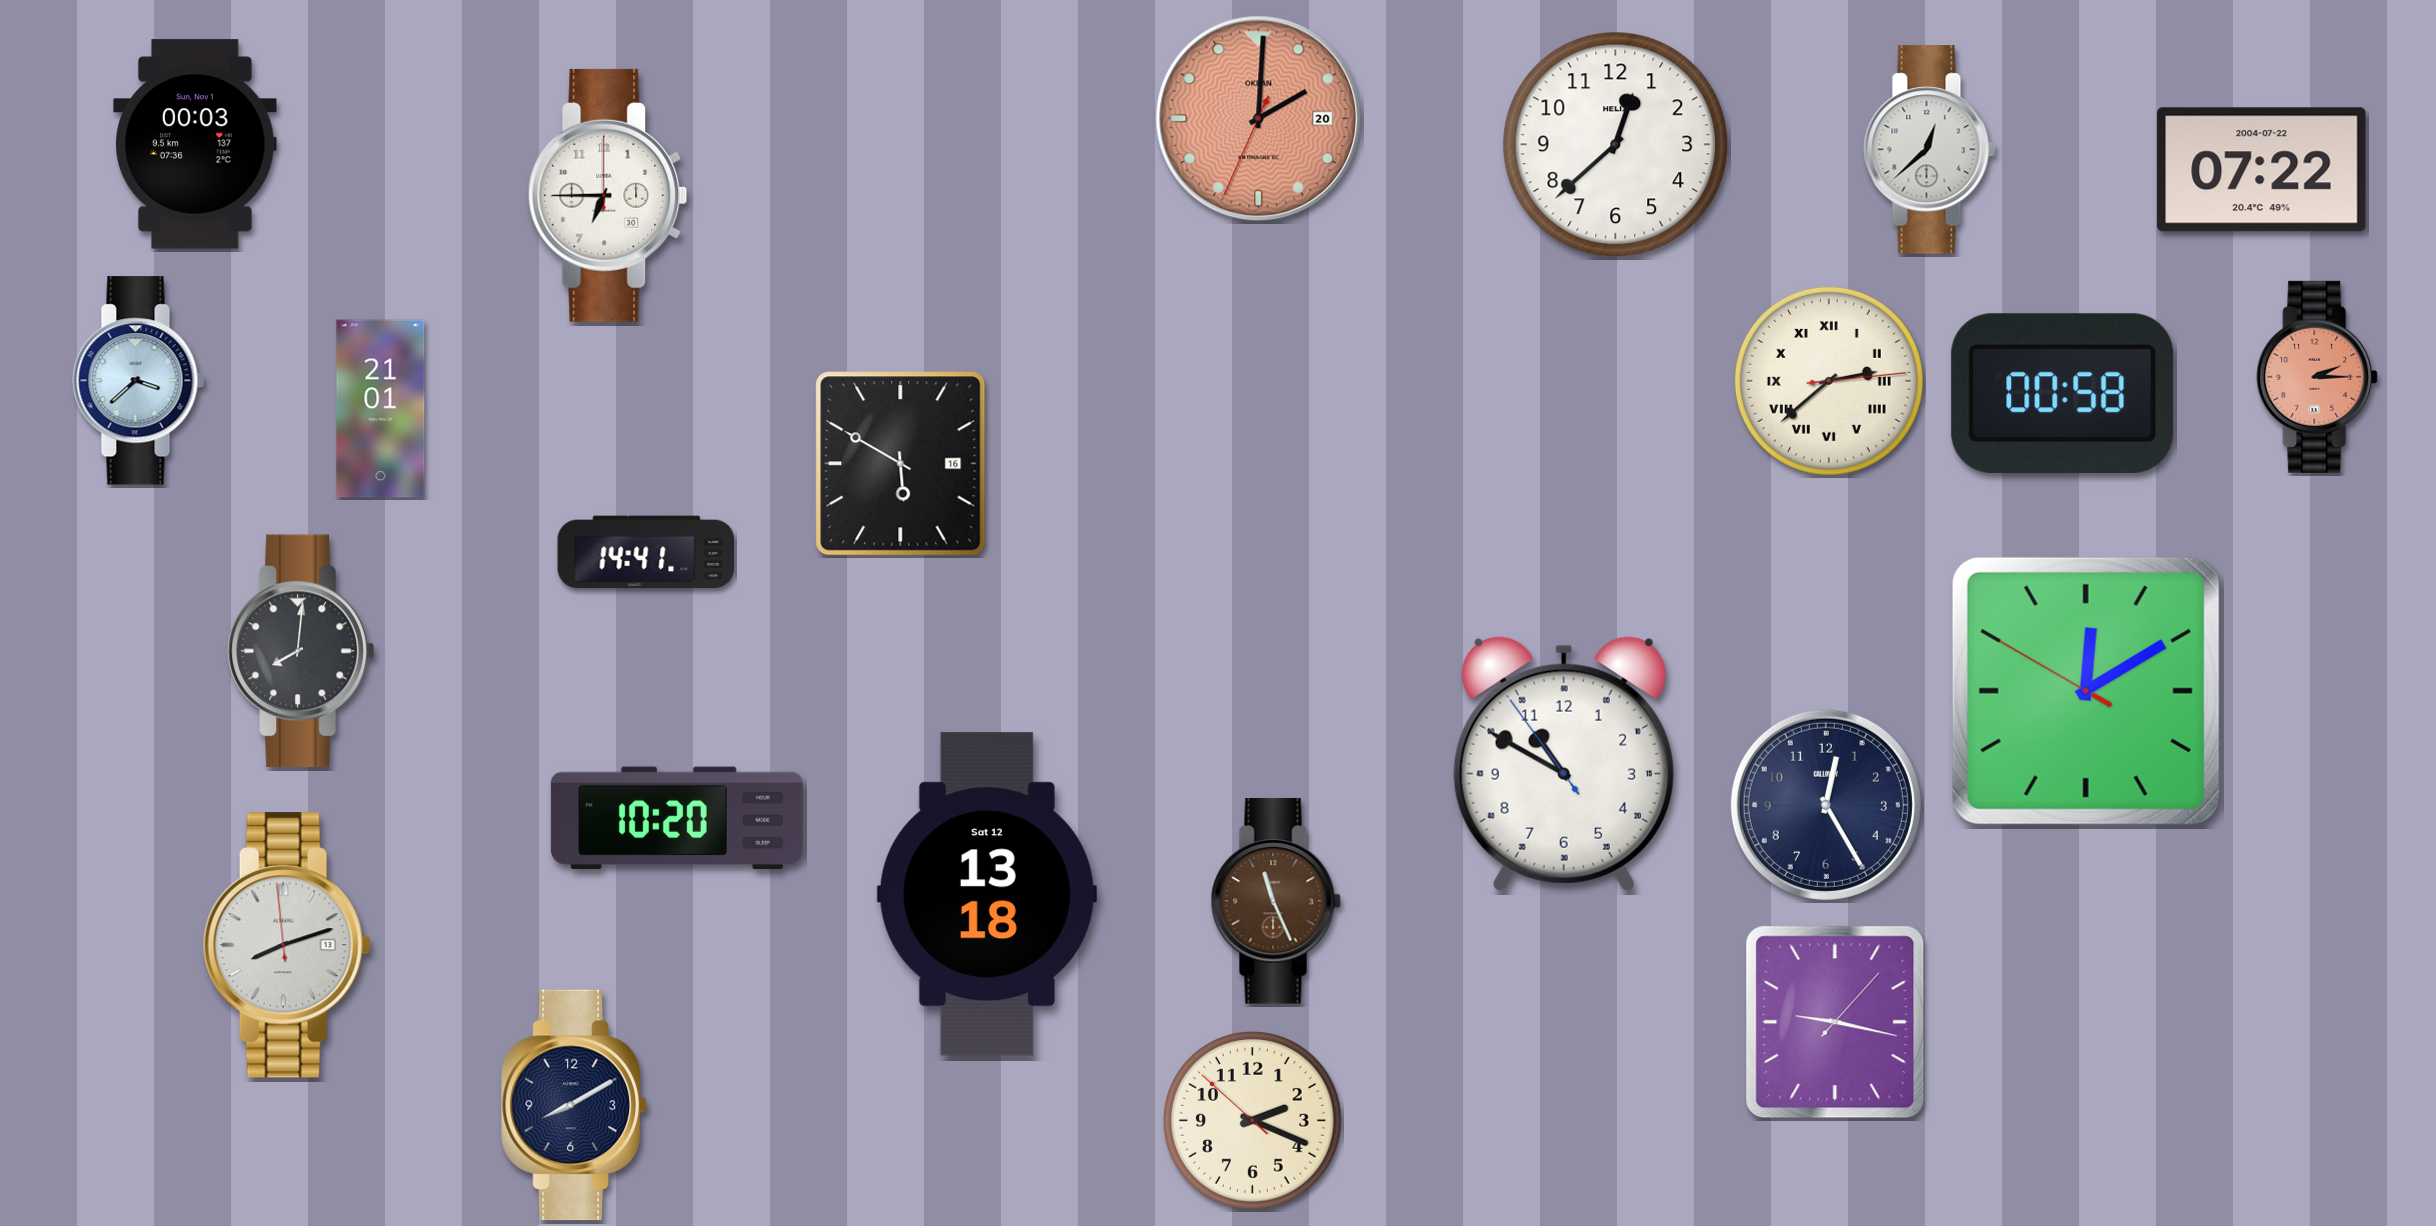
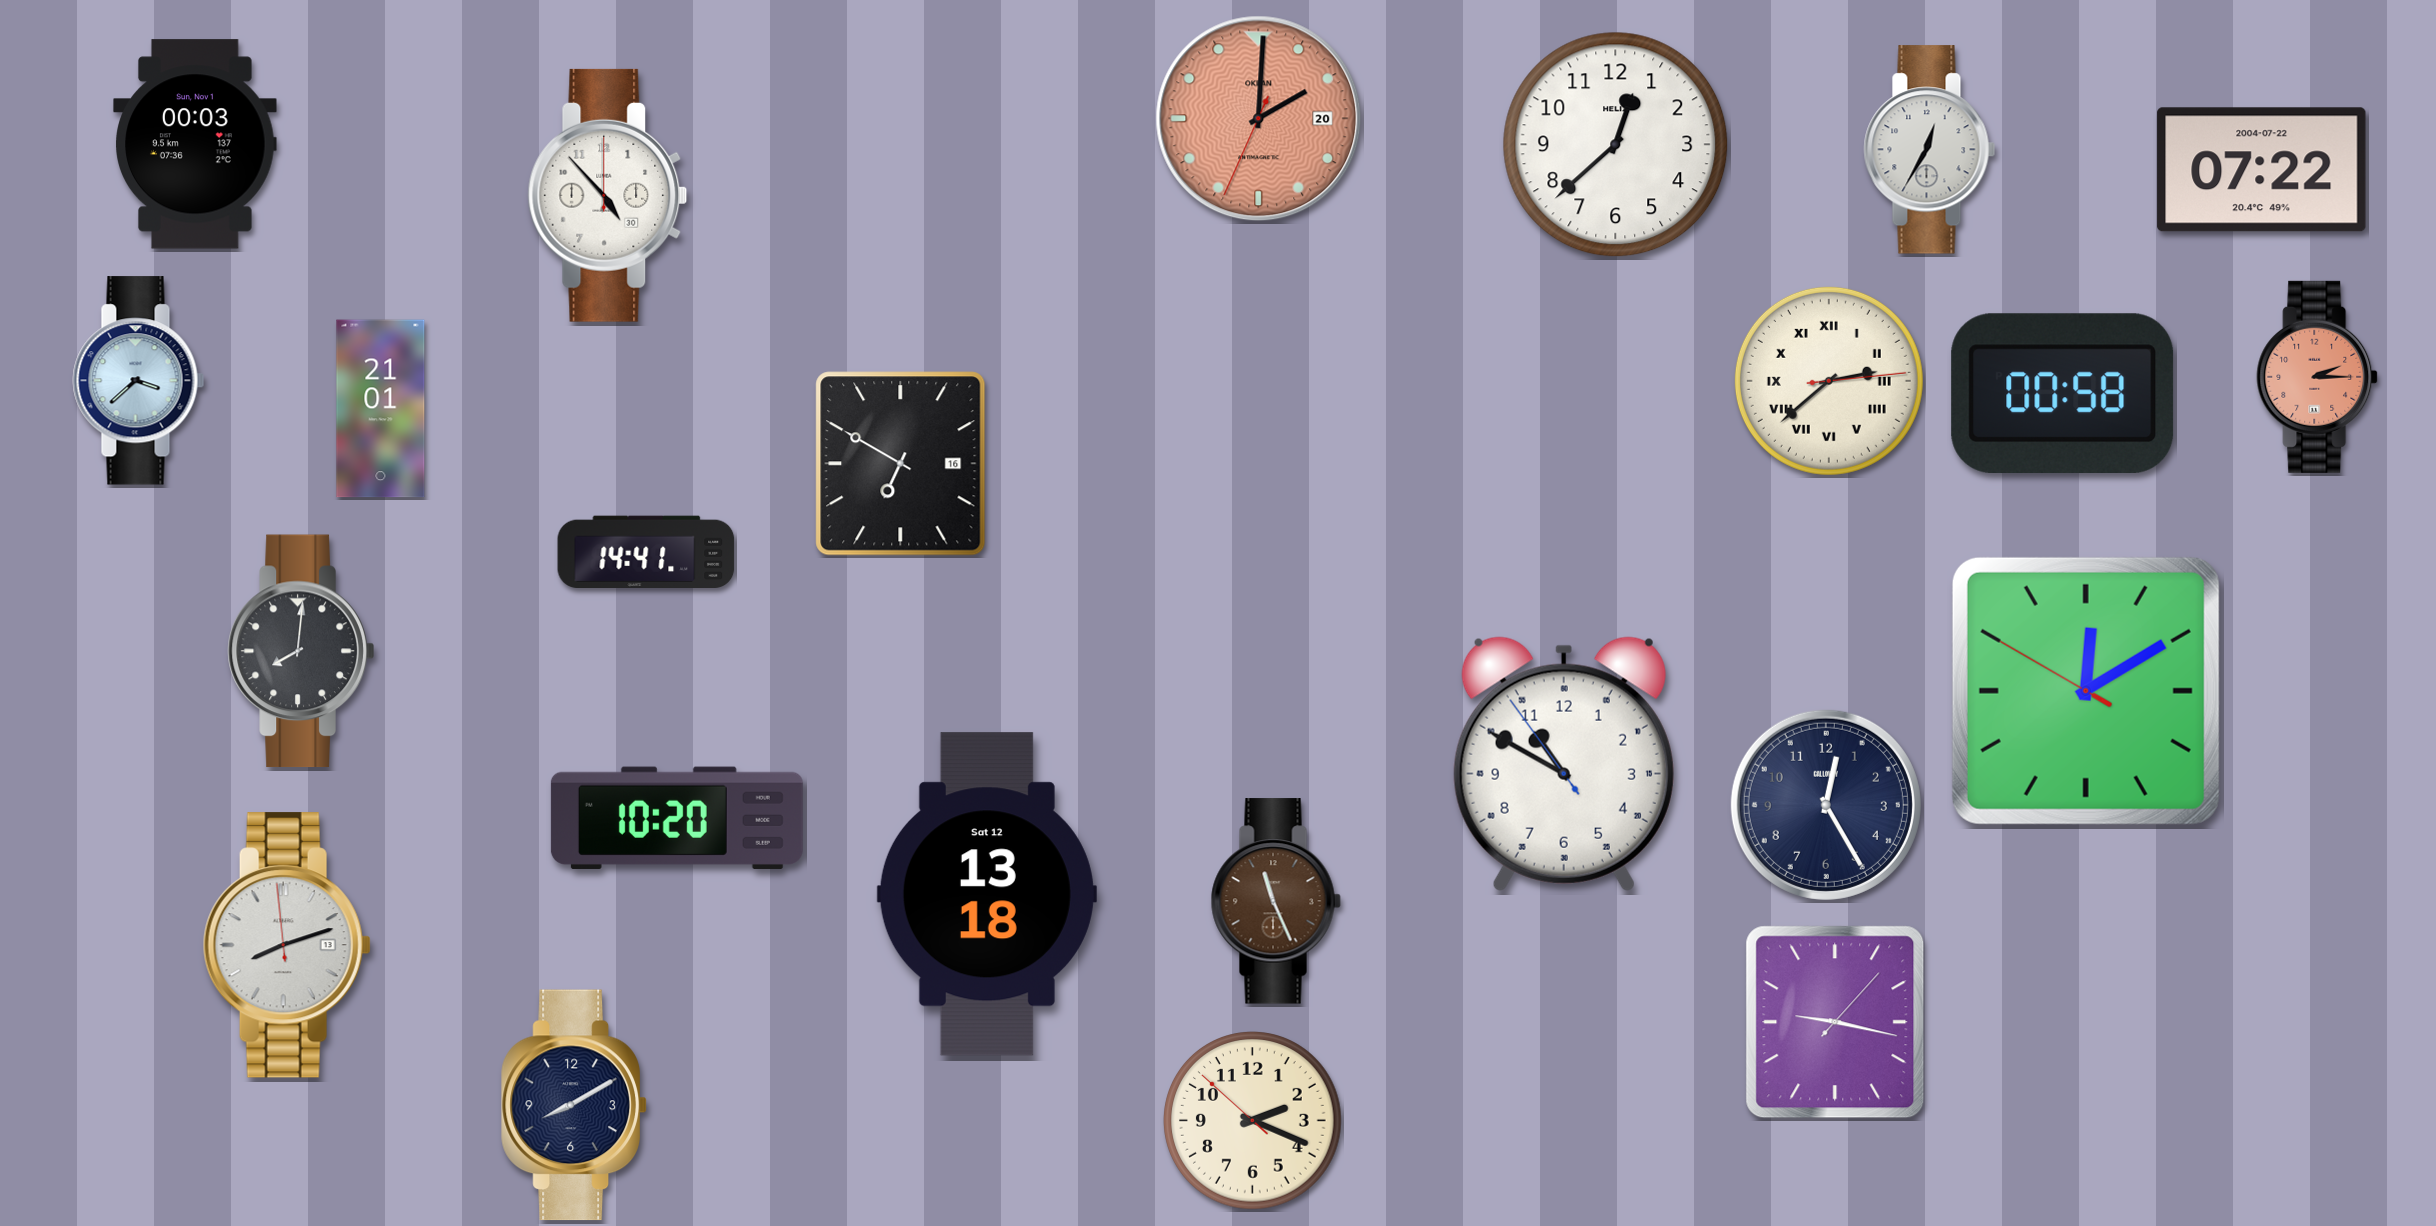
clock at (1930, 150): 12:38 -> 12:35
clock at (608, 195): 6:45 -> 4:53
clock at (901, 464): 5:50 -> 6:50
